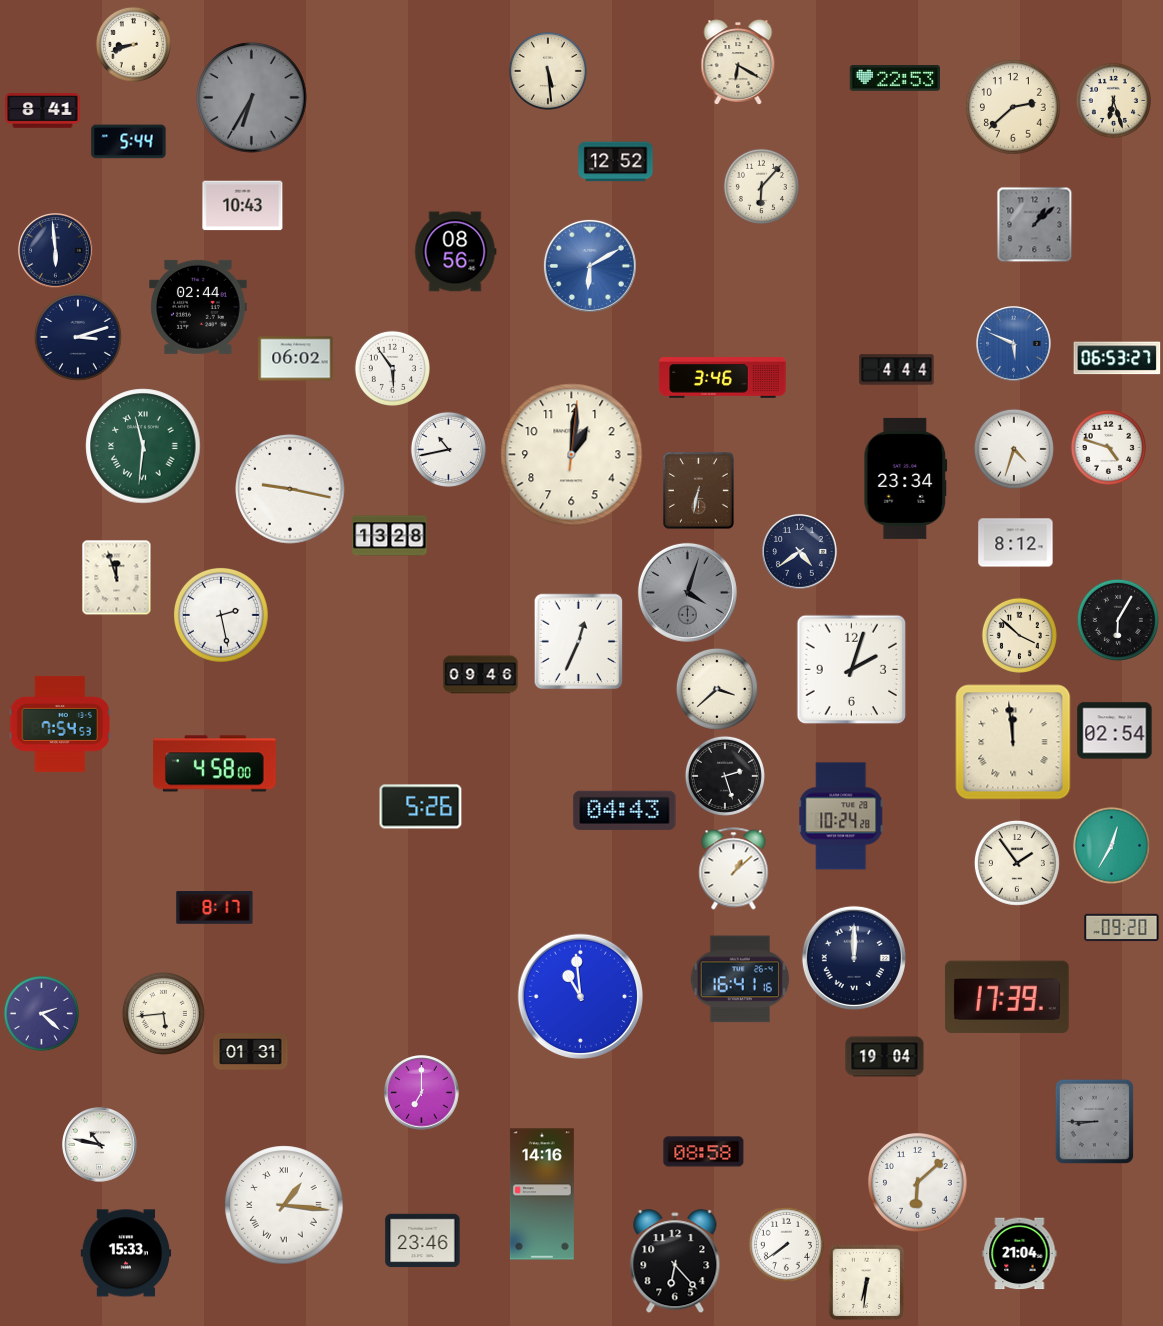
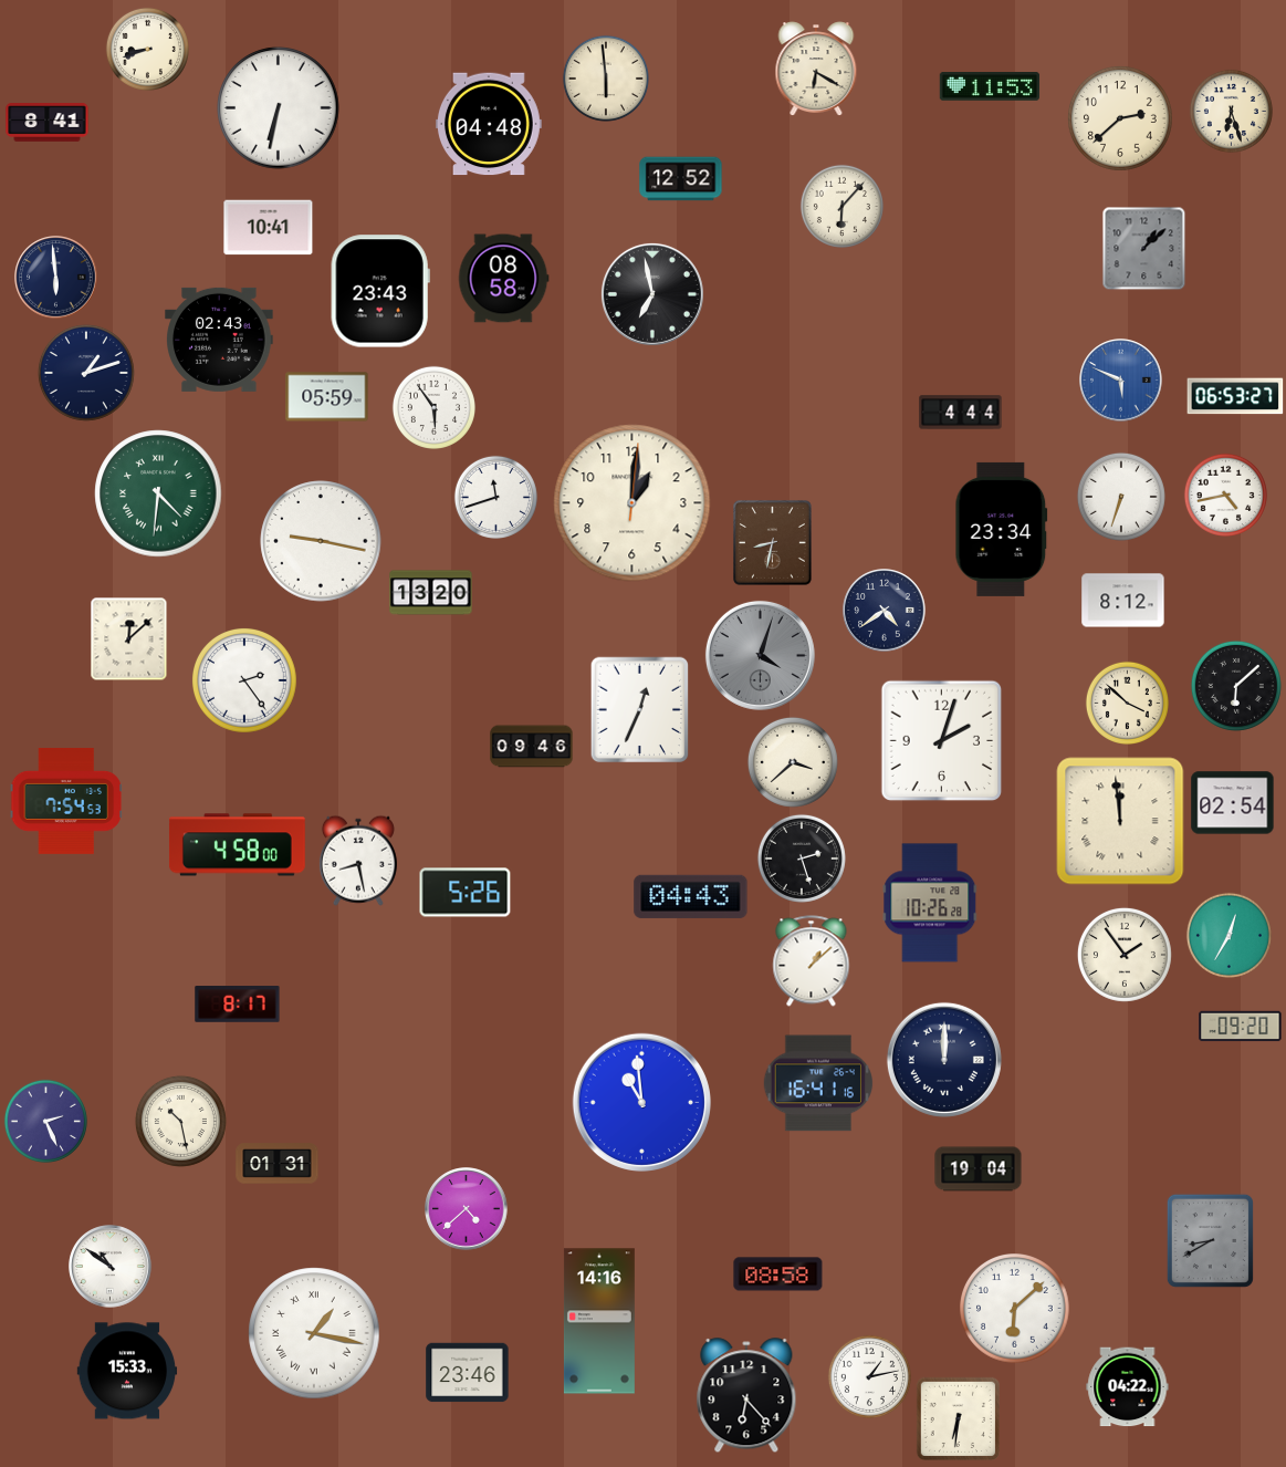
clock at (548, 71): 5:29 -> 5:59
clock at (895, 79): 22:53 -> 11:53
clock at (252, 98): 6:35 -> 6:32
clock at (252, 98) dial: grey -> white
clock at (489, 124): none -> 04:48
clock at (129, 142): 5:44 -> none
clock at (243, 206): 10:43 -> 10:41
clock at (56, 251) position: (56, 251) -> (56, 278)
clock at (455, 252): 08:56 -> 08:58
clock at (380, 291): none -> 23:43
clock at (590, 266): 6:10 -> 6:58
clock at (590, 266) dial: blue -> black
clock at (198, 307): 02:44 -> 02:43
clock at (78, 337): 3:12 -> 1:12
clock at (296, 359): 06:02 -> 05:59
clock at (897, 370) position: (897, 370) -> (961, 413)
clock at (723, 378): 3:46 -> none
clock at (143, 446): 11:31 -> 4:31
clock at (1108, 447): 4:48 -> 4:43
clock at (448, 449): 10:43 -> 11:42
clock at (1014, 449): 4:33 -> 6:33
clock at (699, 491): 6:32 -> 8:32
clock at (390, 536): 13:28 -> 13:20
clock at (117, 578): 11:57 -> 12:08
clock at (222, 616): 2:28 -> 2:24
clock at (1118, 620): 6:05 -> 6:08
clock at (1115, 731) position: (1115, 731) -> (1233, 803)
clock at (358, 861): none -> 8:28
clock at (841, 816): 10:24 -> 10:26
clock at (1007, 997): 17:39 -> none
clock at (41, 1013): 2:22 -> 2:26
clock at (163, 1013): 5:44 -> 10:28
clock at (422, 1093): 7:00 -> 4:38
clock at (1094, 1121): 8:45 -> 8:40
clock at (100, 1145): 10:47 -> 10:51
clock at (284, 1205): 1:16 -> 1:17
clock at (786, 1244): 7:39 -> 1:13
clock at (126, 1253) position: (126, 1253) -> (127, 1371)
clock at (1020, 1254): 21:04 -> 04:22
